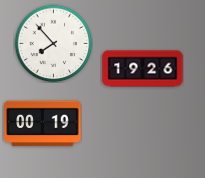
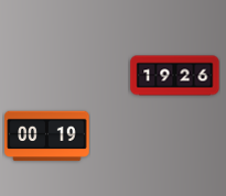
clock at (53, 43): 7:53 -> none
clock at (143, 69) position: (143, 69) -> (175, 76)
